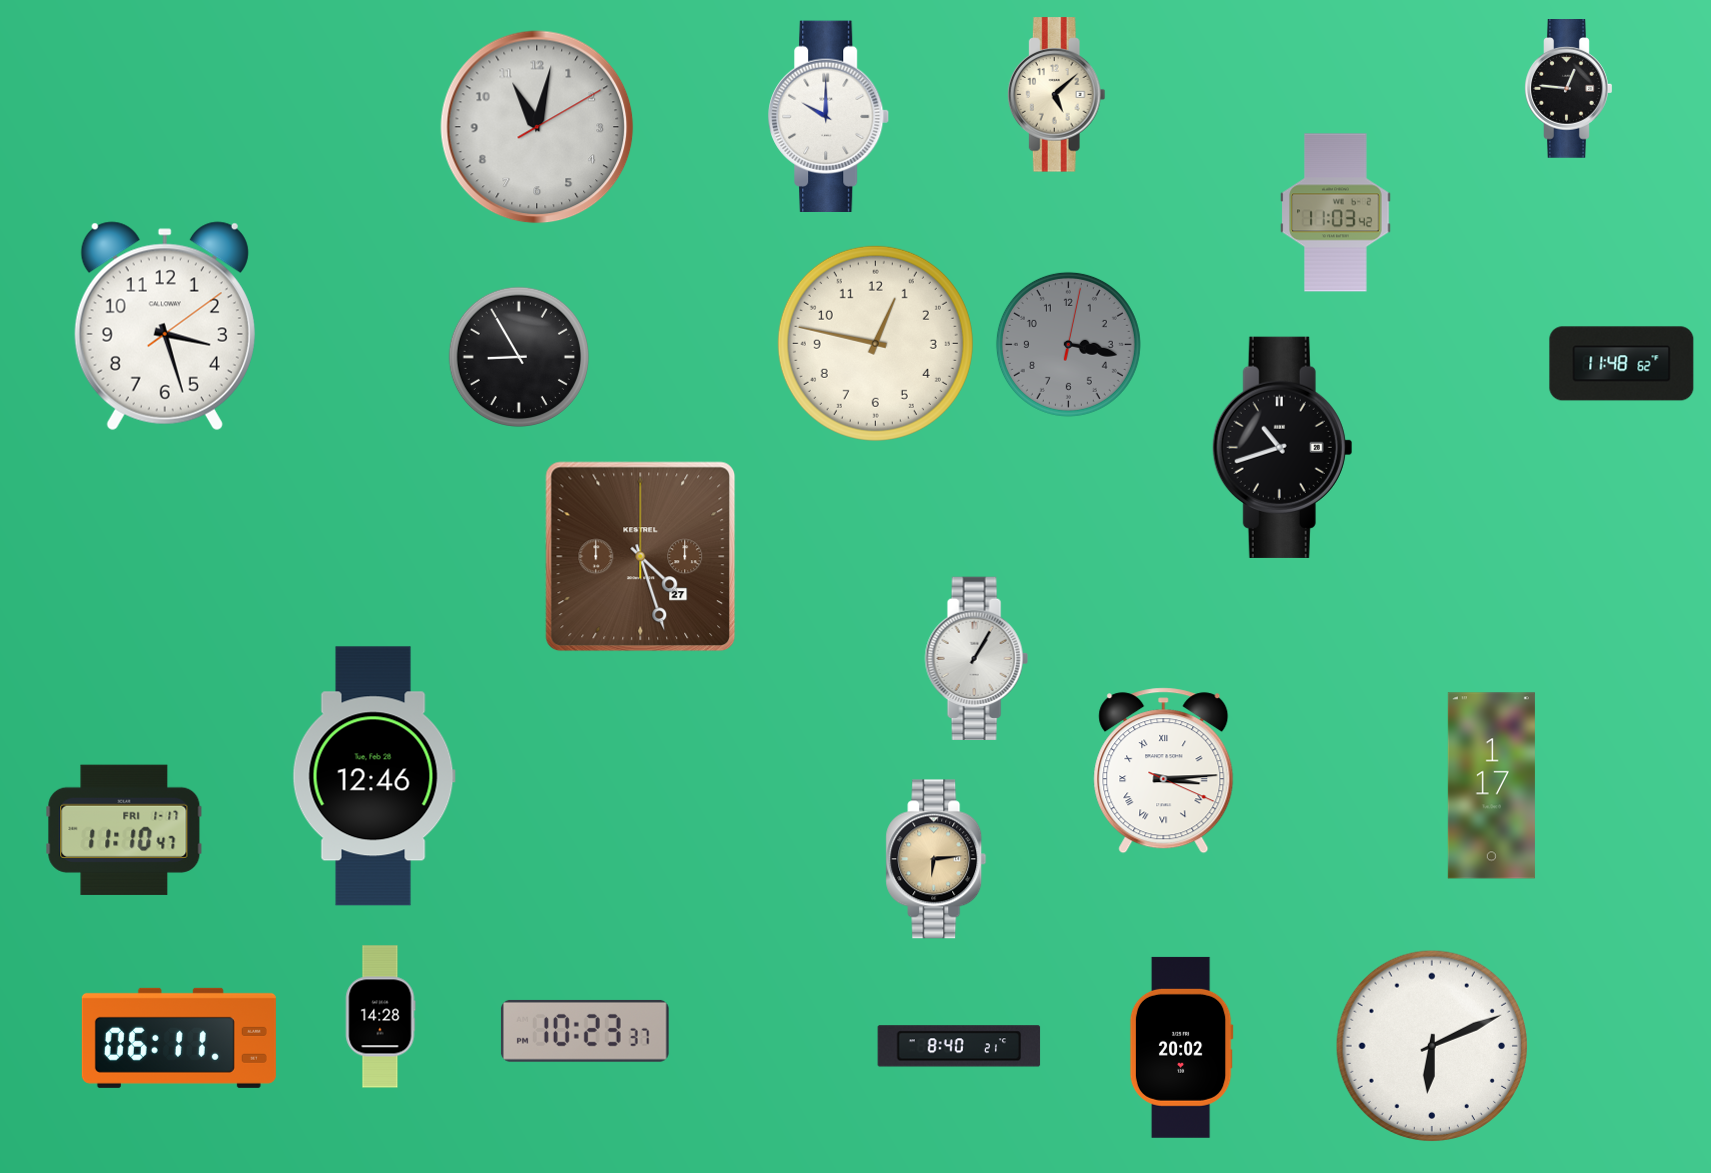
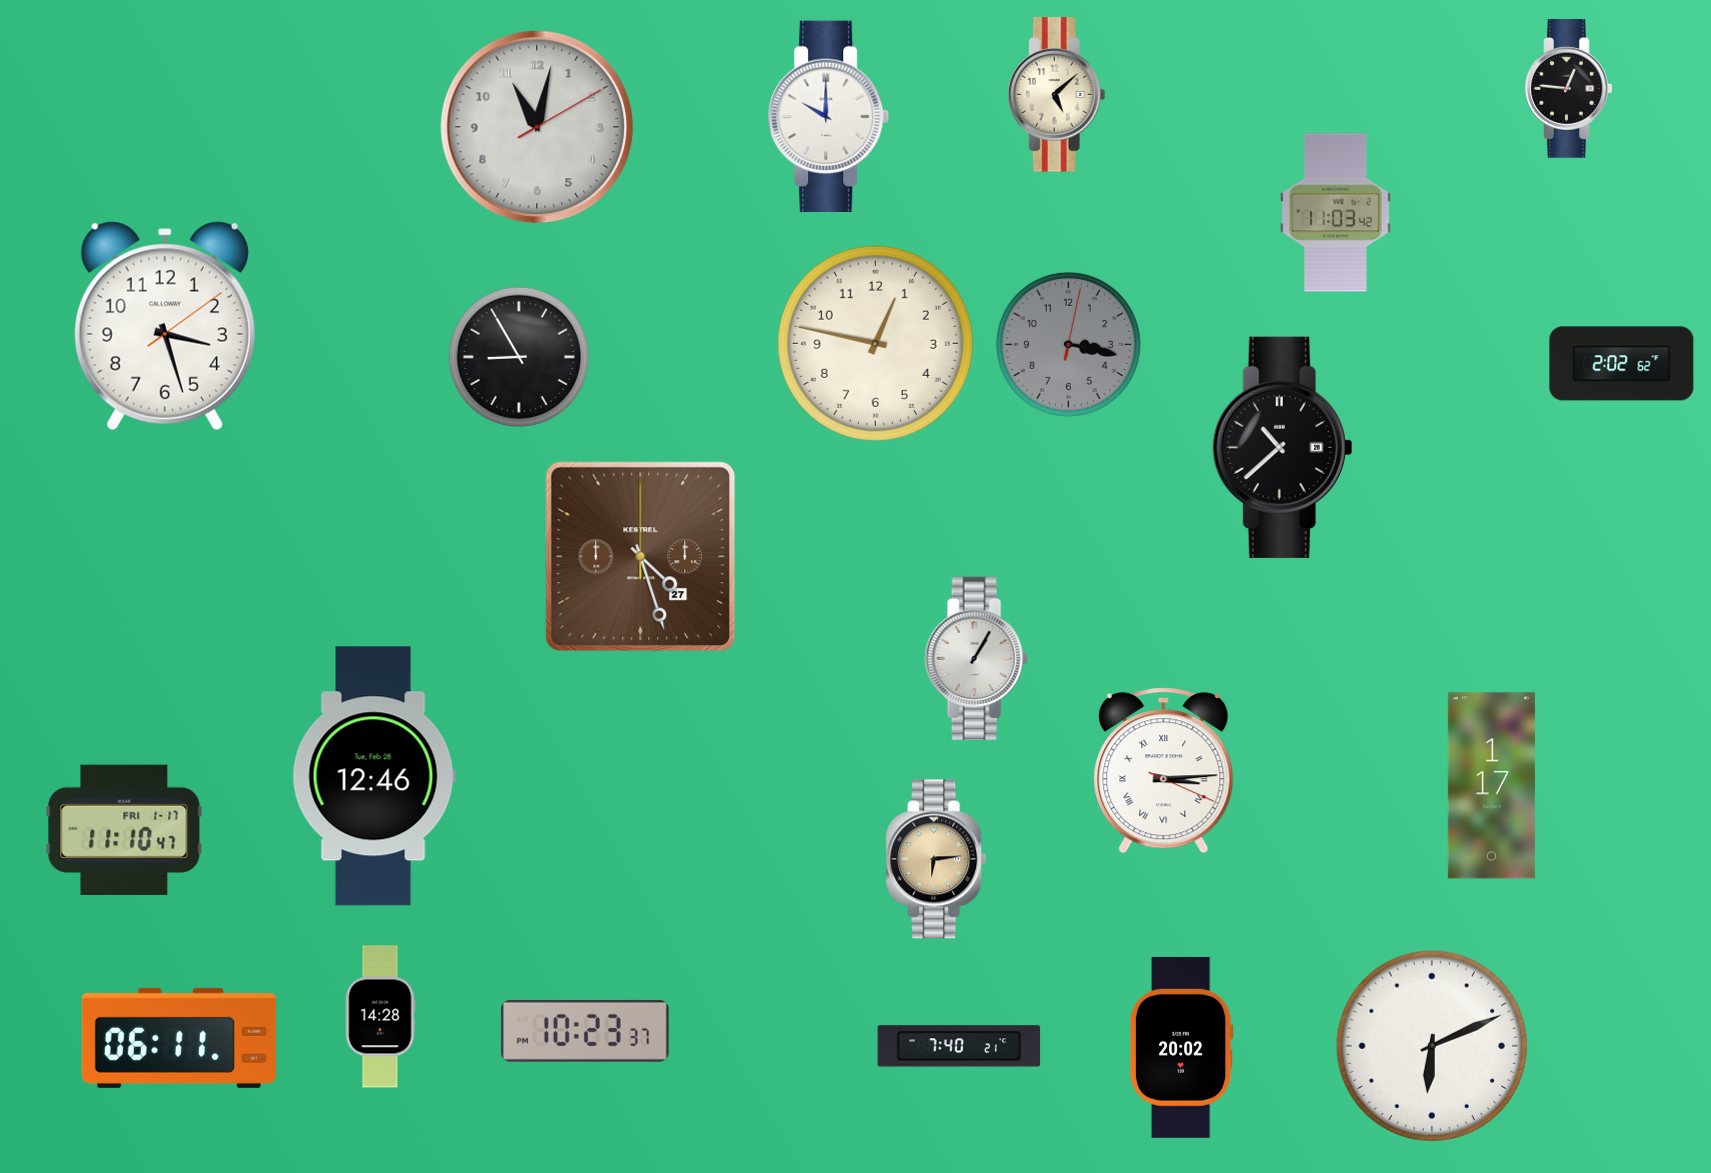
clock at (1622, 364): 11:48 -> 2:02
clock at (1283, 447): 10:42 -> 10:38
clock at (959, 1046): 8:40 -> 7:40
